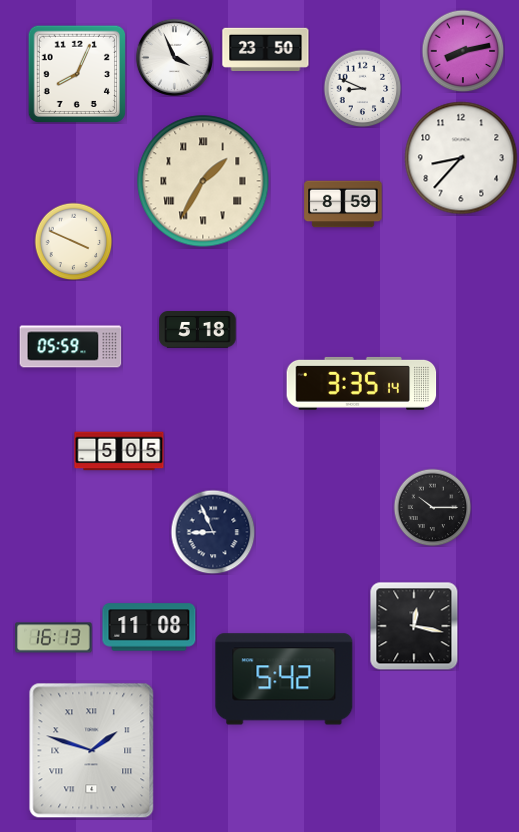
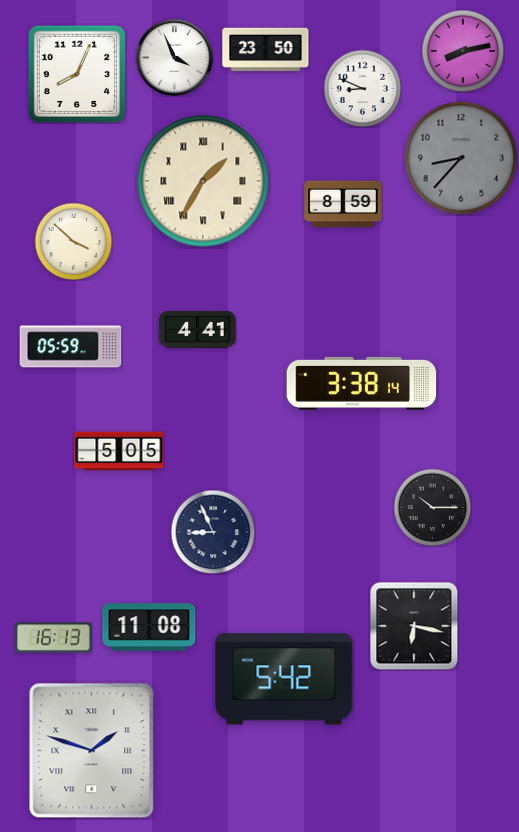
clock at (461, 158) dial: white -> grey
clock at (73, 241): 3:49 -> 3:52
clock at (198, 330): 5:18 -> 4:41
clock at (362, 383): 3:35 -> 3:38
clock at (414, 626): 12:17 -> 6:17
